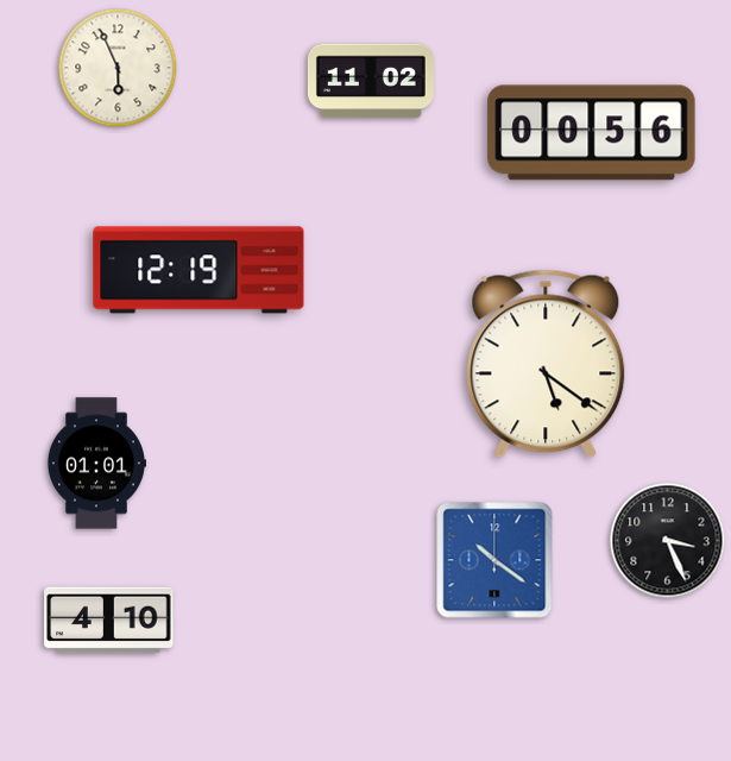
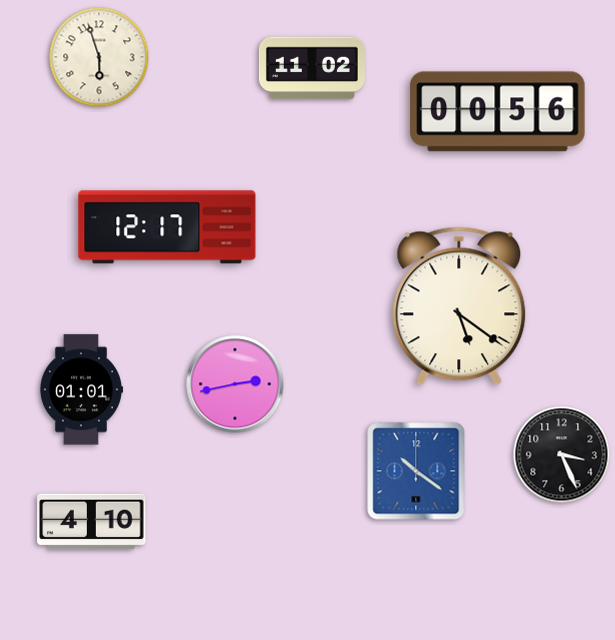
clock at (118, 68): 5:56 -> 5:57
clock at (198, 270): 12:19 -> 12:17
clock at (235, 384): none -> 2:43
